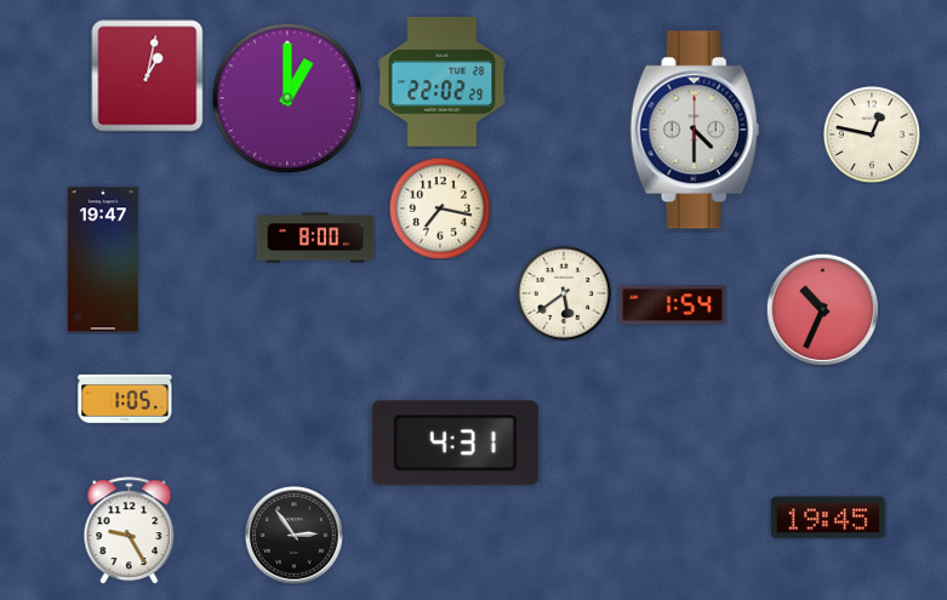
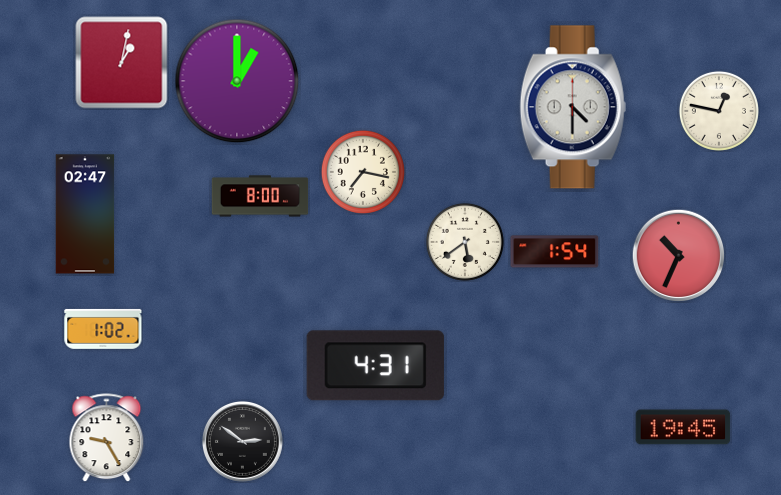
clock at (443, 82): 22:02 -> none
clock at (103, 259): 19:47 -> 02:47
clock at (125, 399): 1:05 -> 1:02
clock at (293, 535): 2:54 -> 2:51
